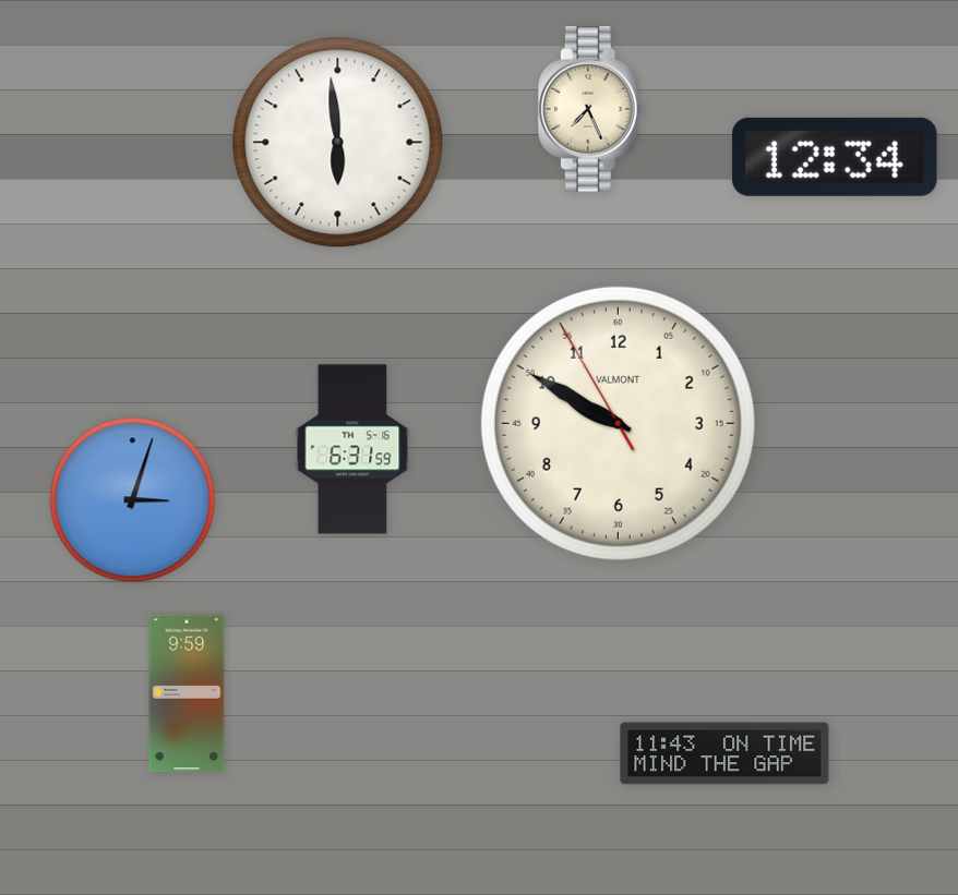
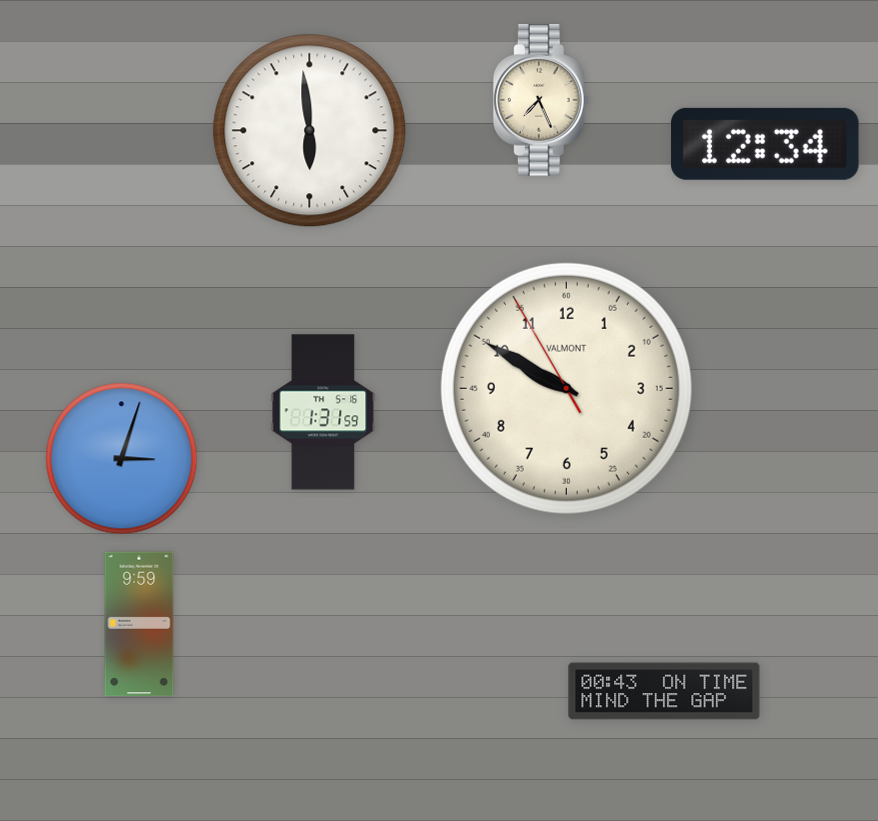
clock at (352, 449): 6:31 -> 1:31
clock at (187, 693) position: (187, 693) -> (139, 624)
clock at (725, 753): 11:43 -> 00:43
